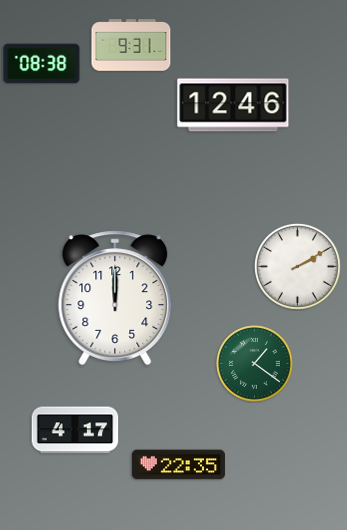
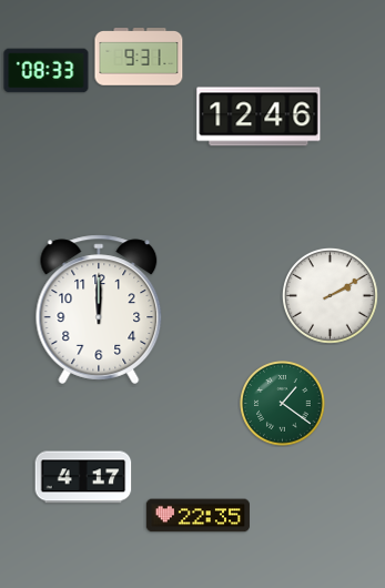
clock at (131, 45) position: (131, 45) -> (139, 57)
clock at (42, 64): 08:38 -> 08:33
clock at (115, 298) position: (115, 298) -> (99, 310)
